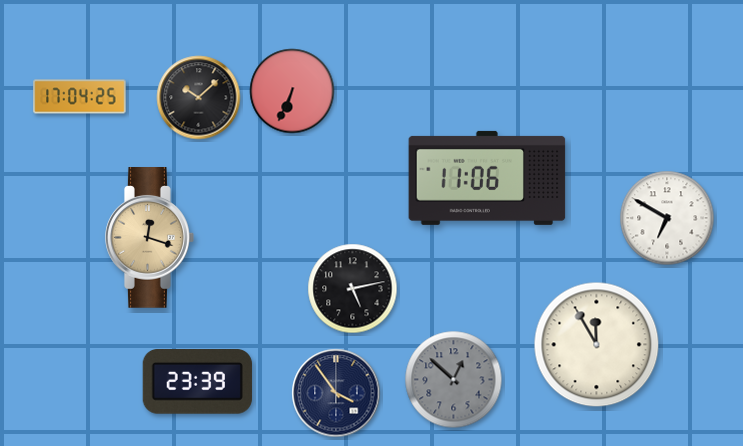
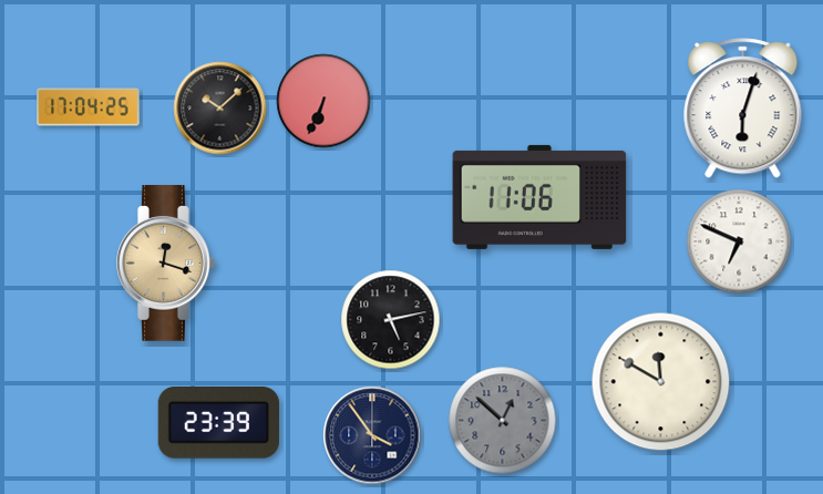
clock at (743, 109): none -> 6:03
clock at (667, 218): 6:50 -> 6:49
clock at (597, 345): 11:55 -> 11:50
